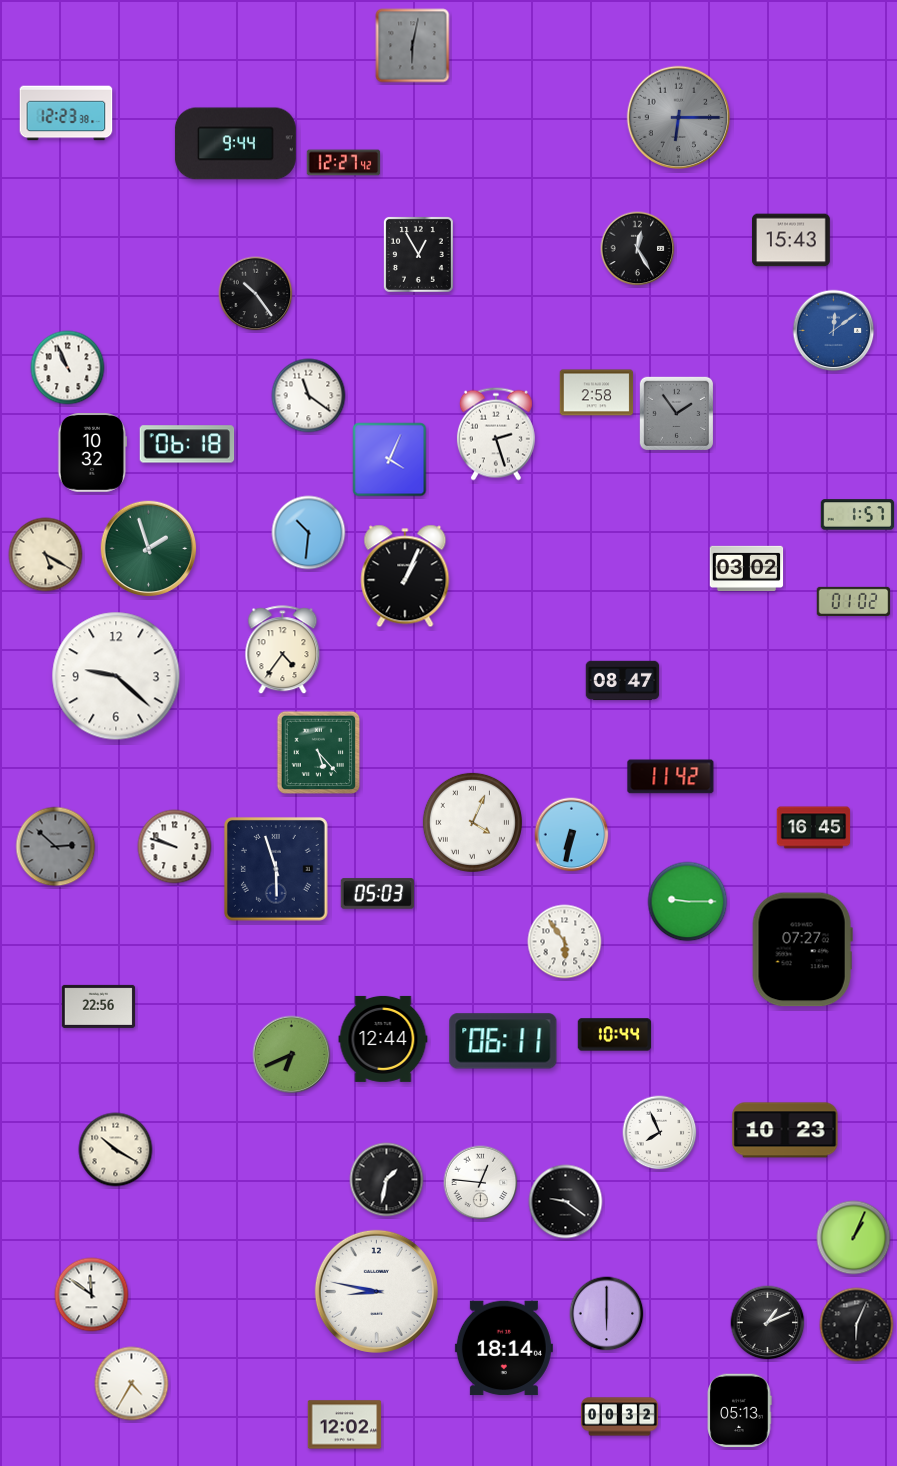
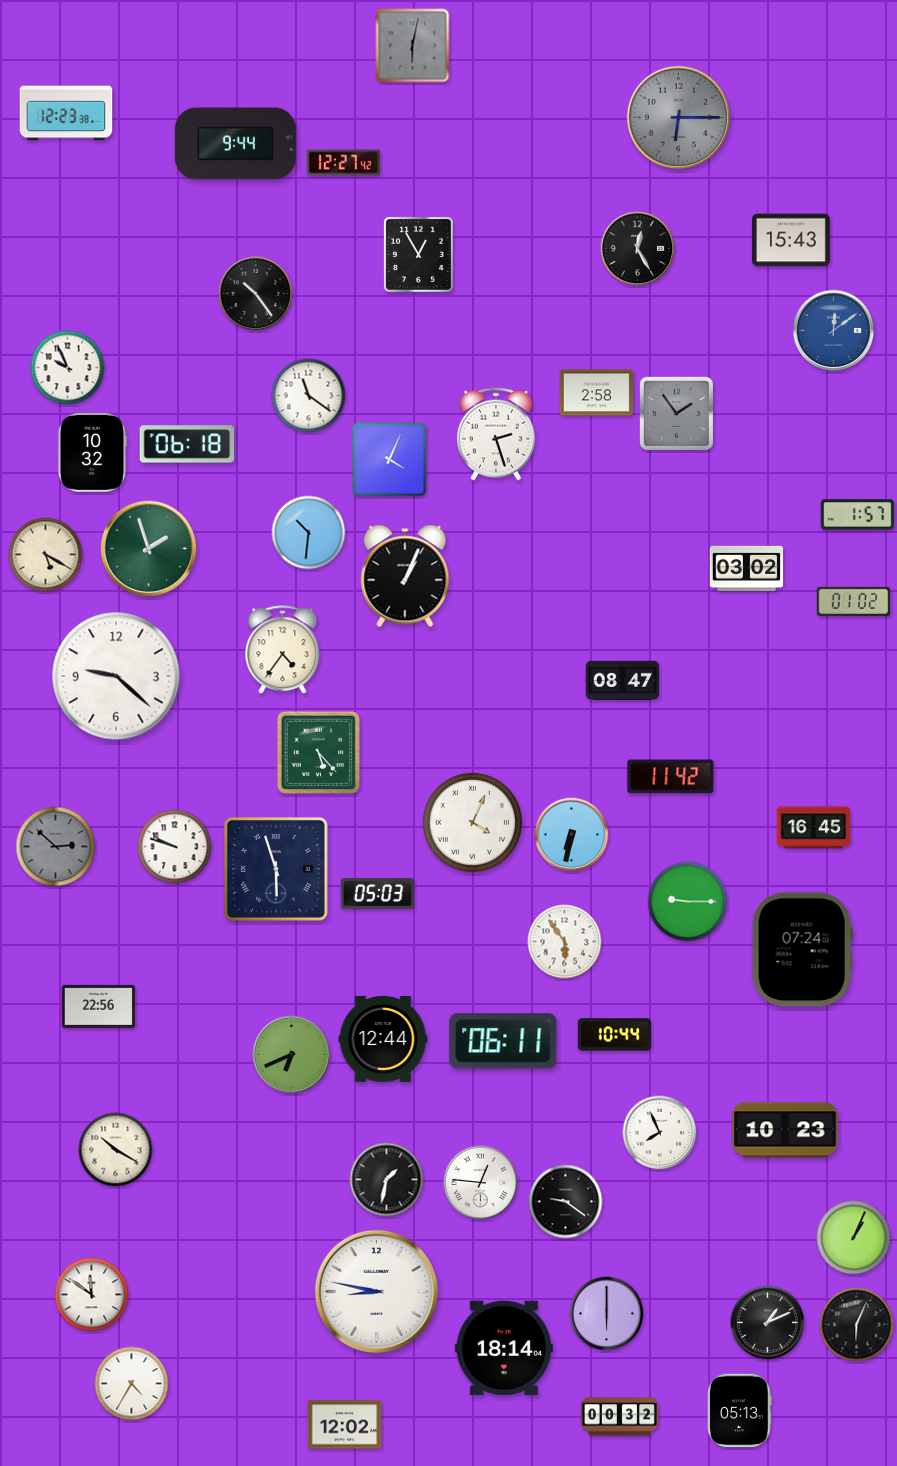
clock at (68, 368): 10:56 -> 9:56
clock at (802, 950): 07:27 -> 07:24
